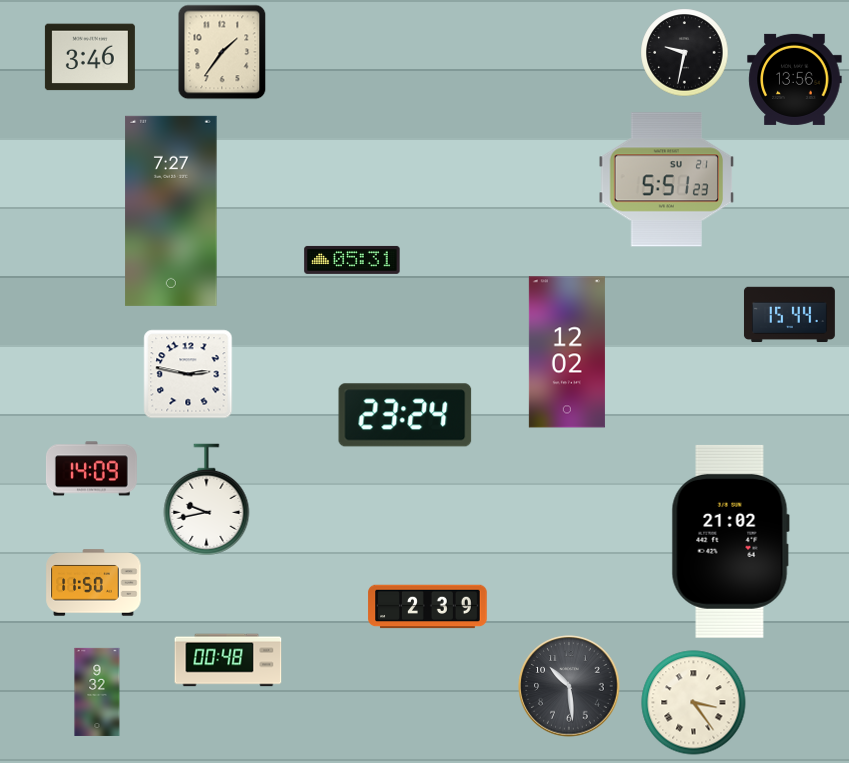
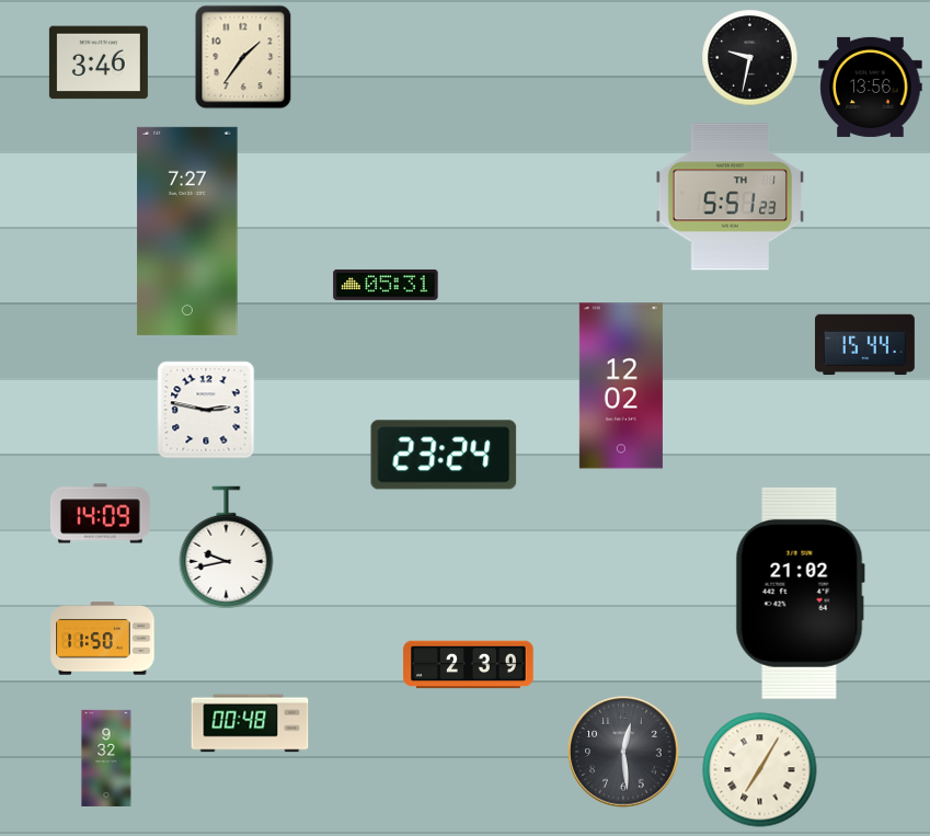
clock at (667, 180) date: SU 21 -> TH 1
clock at (569, 686): 10:29 -> 12:29
clock at (694, 703): 3:24 -> 7:05
